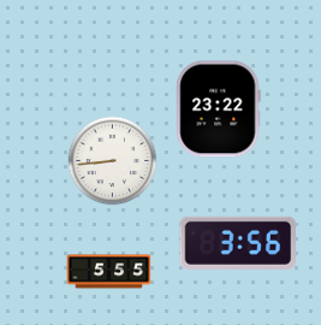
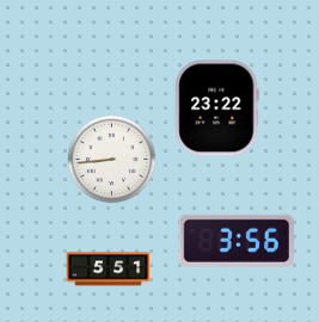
clock at (109, 272): 5:55 -> 5:51
